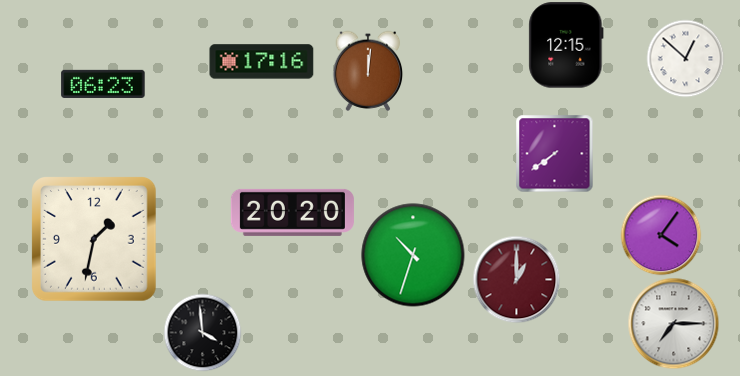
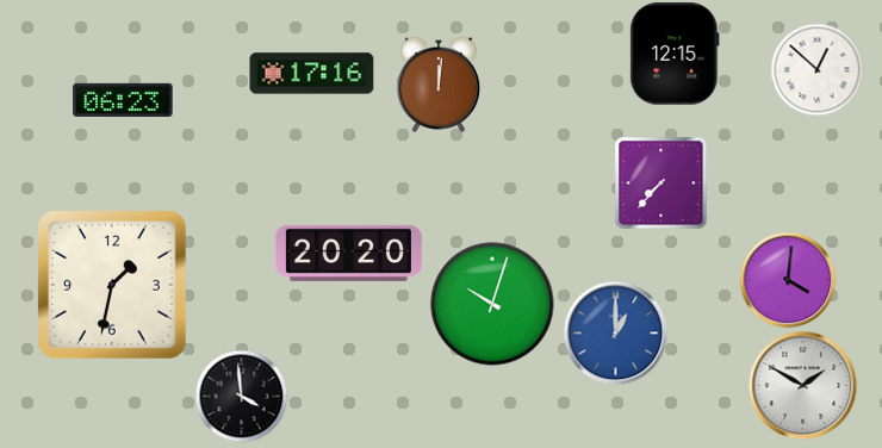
clock at (554, 153): 7:39 -> 7:37
clock at (661, 235): 4:06 -> 4:01
clock at (413, 255): 10:33 -> 10:03
clock at (516, 279) dial: burgundy -> blue
clock at (673, 323): 7:15 -> 1:50
